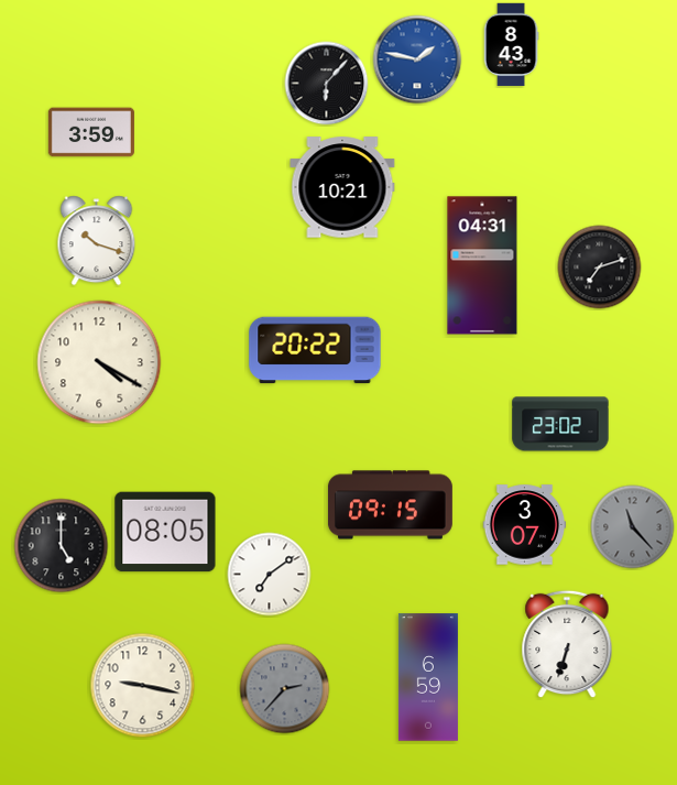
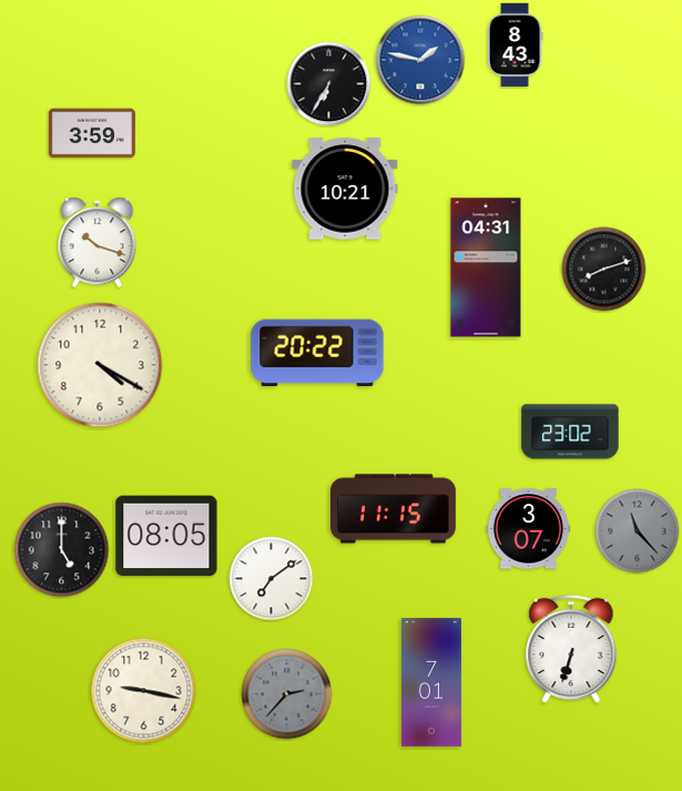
clock at (327, 84): 6:07 -> 6:35
clock at (600, 268): 7:12 -> 8:12
clock at (560, 424) position: (560, 424) -> (570, 432)
clock at (390, 505): 09:15 -> 11:15
clock at (428, 677): 6:59 -> 7:01
